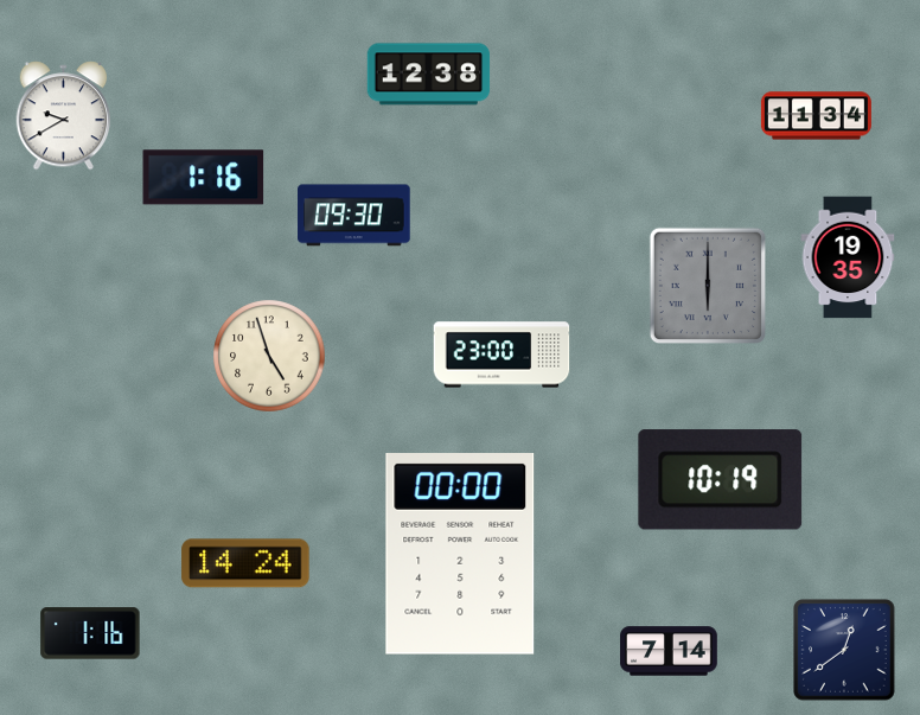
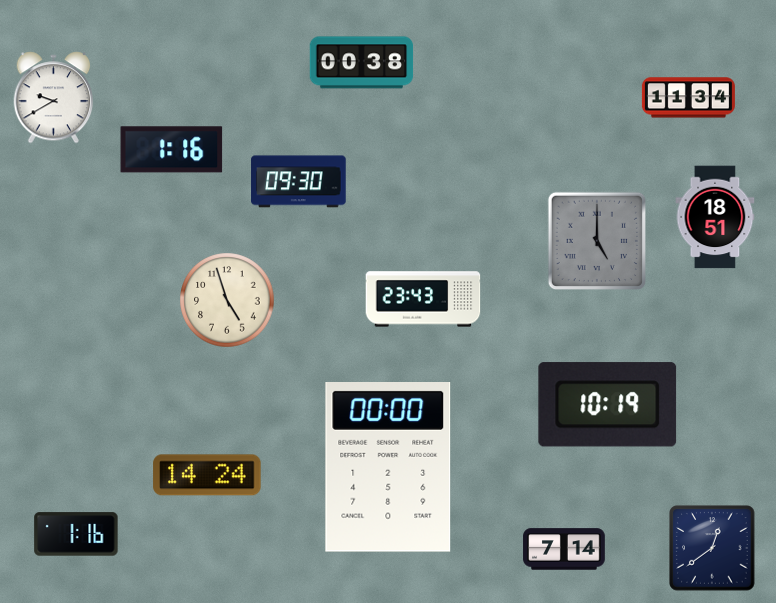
clock at (429, 75): 12:38 -> 00:38
clock at (848, 257): 19:35 -> 18:51
clock at (707, 285): 6:00 -> 5:00
clock at (501, 355): 23:00 -> 23:43
